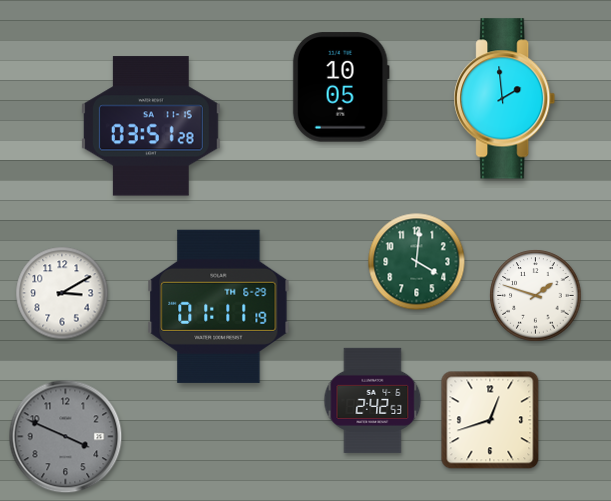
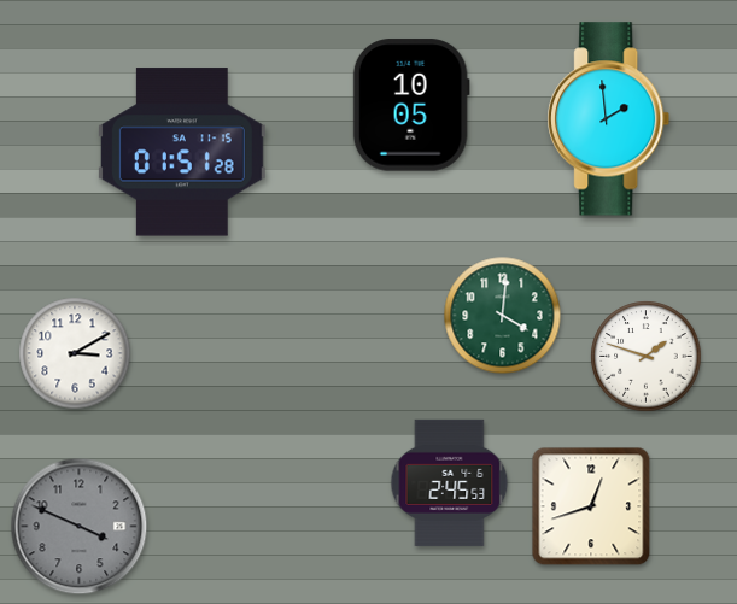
clock at (151, 126): 03:51 -> 01:51
clock at (219, 306): 01:11 -> none
clock at (373, 400): 2:42 -> 2:45
